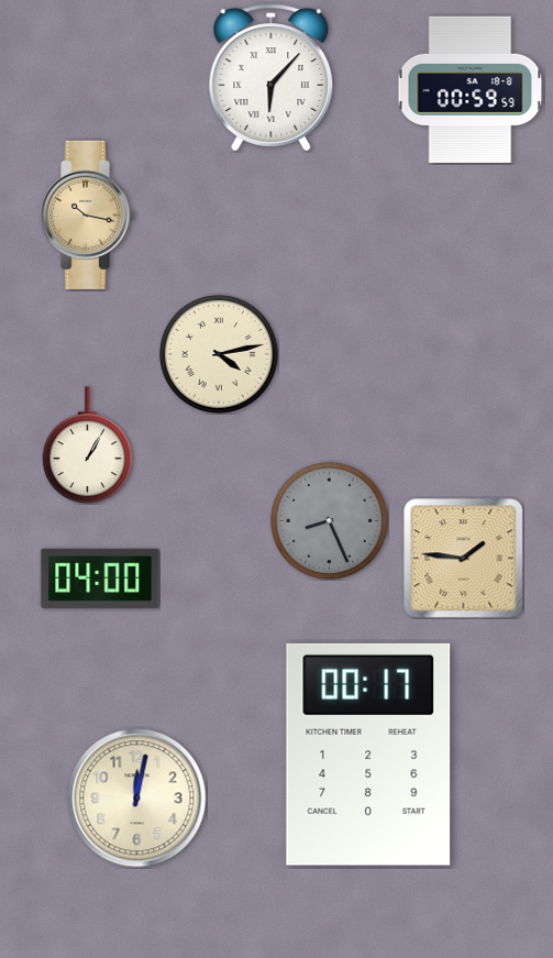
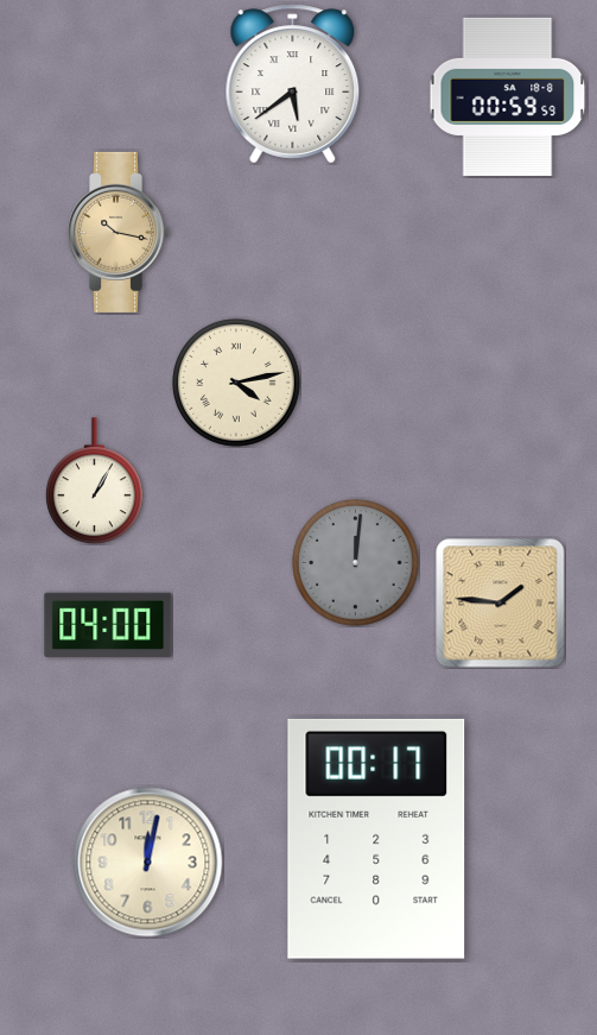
clock at (272, 78): 6:07 -> 5:39
clock at (88, 214) position: (88, 214) -> (119, 232)
clock at (330, 521): 8:26 -> 12:01
clock at (368, 755) position: (368, 755) -> (376, 839)
